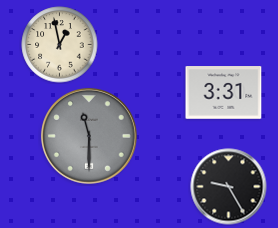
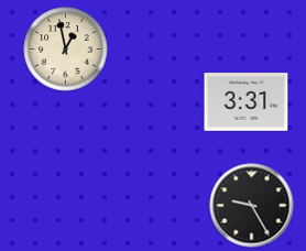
clock at (89, 136): 11:30 -> none
